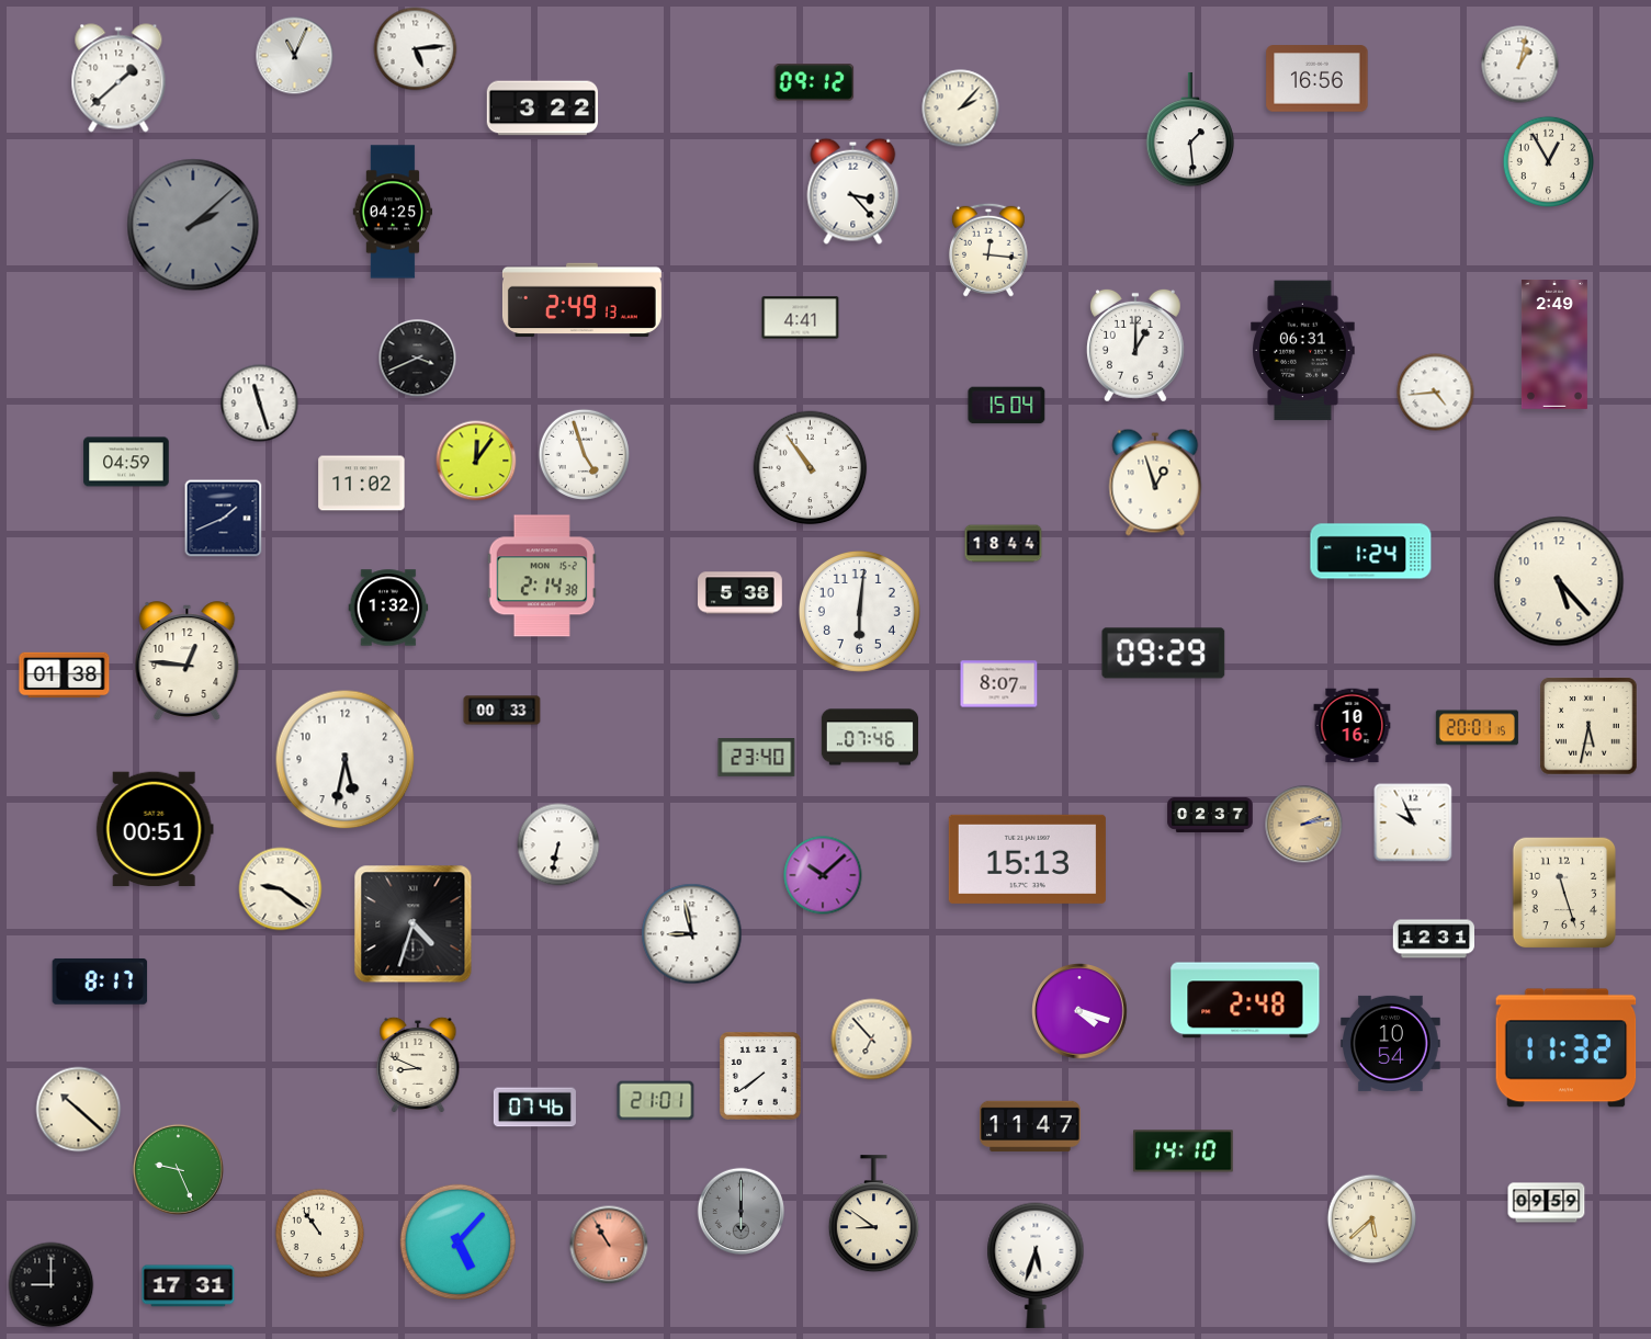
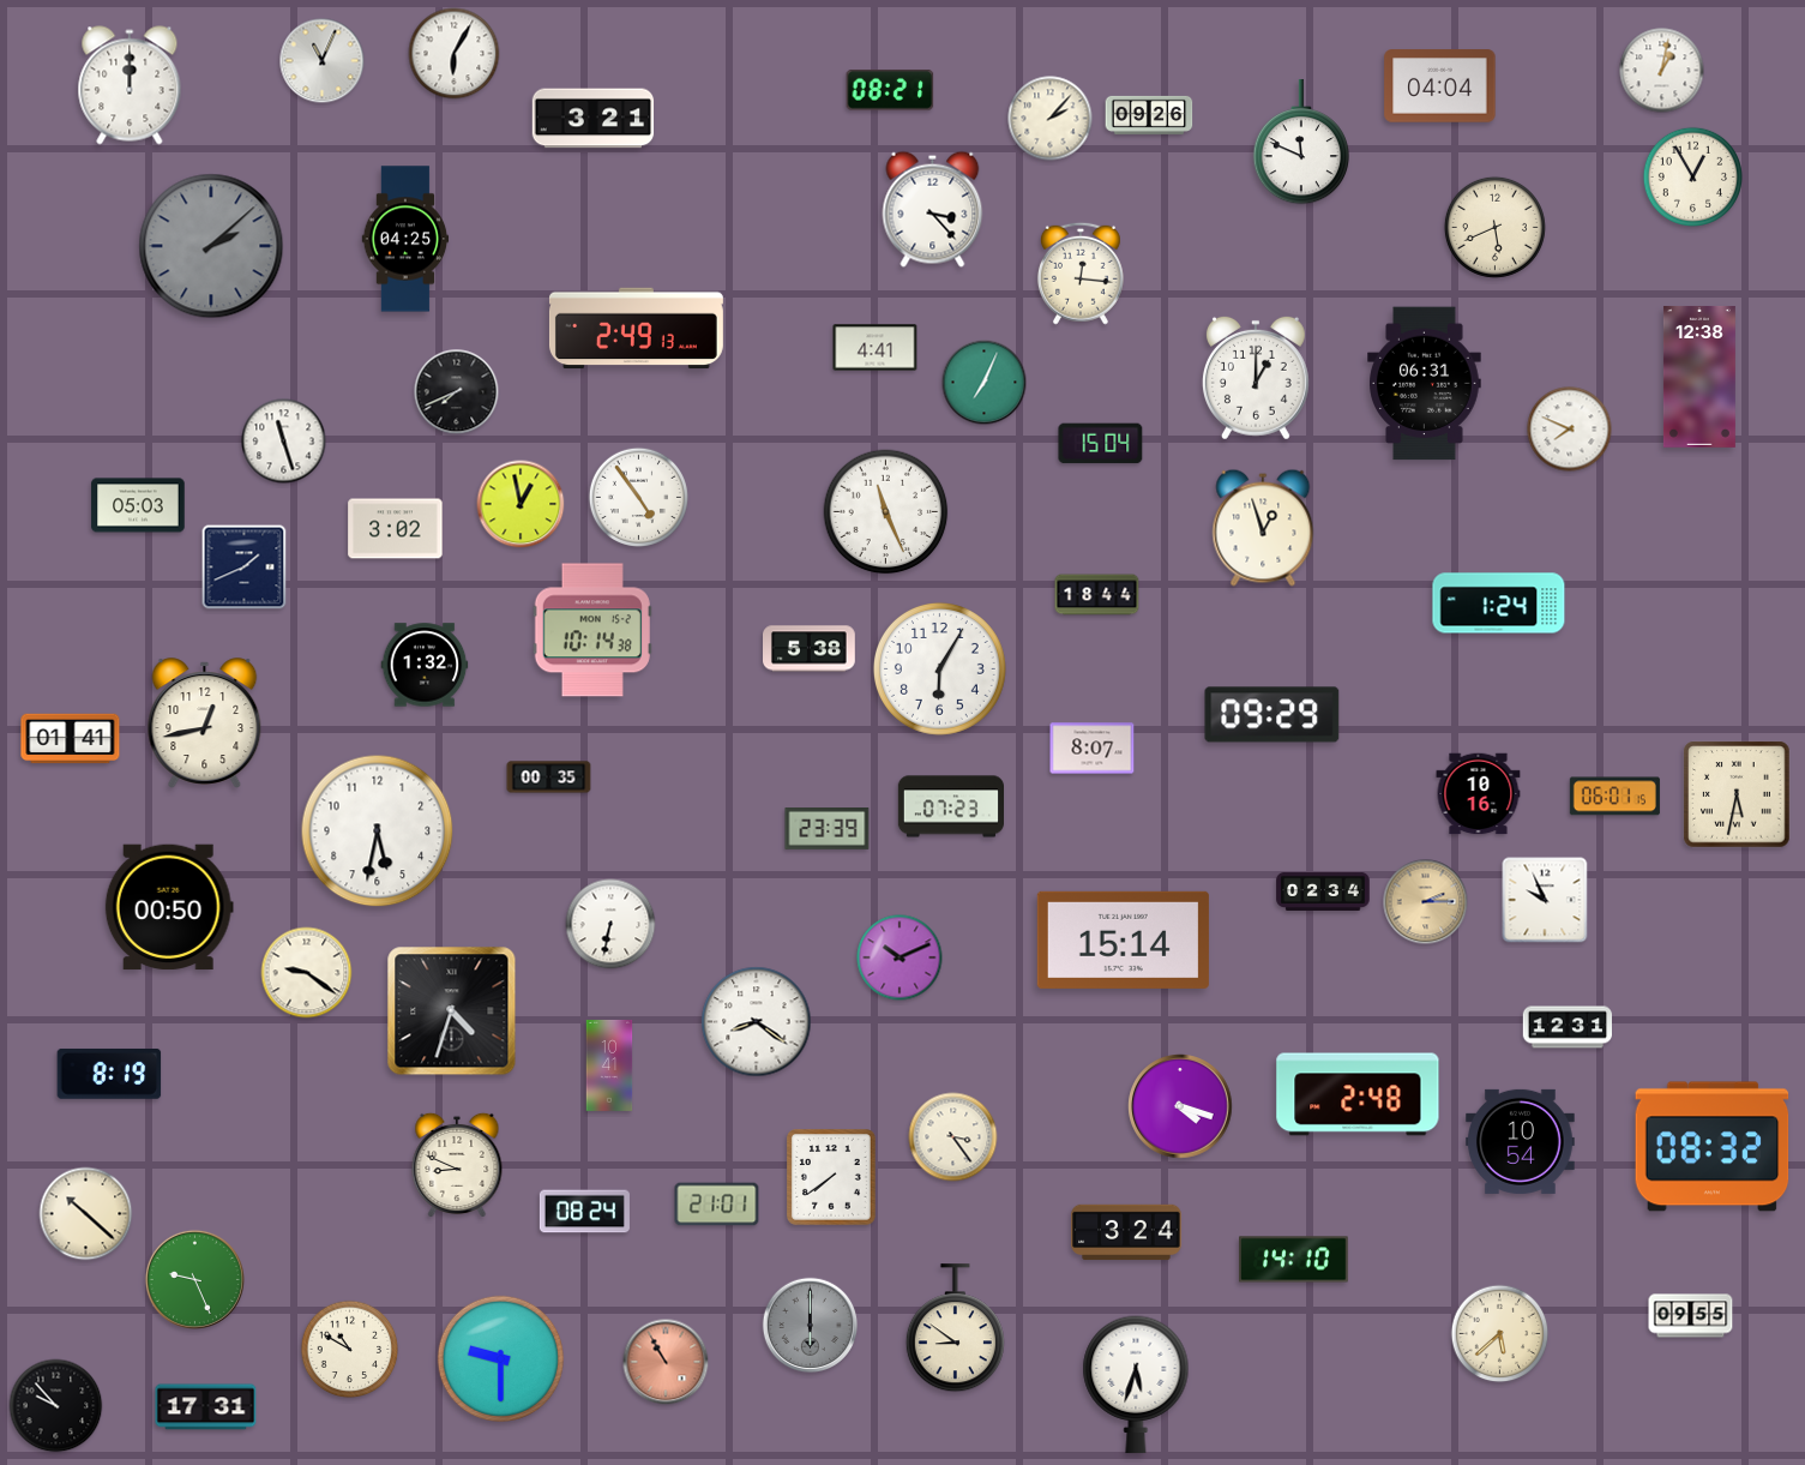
clock at (416, 49): 5:14 -> 6:05
clock at (118, 78): 1:38 -> 12:00
clock at (1318, 79): 16:56 -> 04:04
clock at (814, 82): 09:12 -> 08:21
clock at (1149, 115): none -> 09:26
clock at (543, 109): 3:22 -> 3:21
clock at (1190, 129): 1:29 -> 11:49
clock at (1494, 227): none -> 5:41
clock at (393, 212) position: (393, 212) -> (405, 239)
clock at (1135, 345) position: (1135, 345) -> (1256, 378)
clock at (1554, 345): 2:49 -> 12:38
clock at (985, 383): none -> 7:04
clock at (418, 359): 3:41 -> 7:41
clock at (1436, 393): 4:44 -> 7:49
clock at (584, 454): 4:57 -> 4:54
clock at (476, 461): 12:06 -> 12:58
clock at (126, 462): 04:59 -> 05:03
clock at (811, 468): 10:54 -> 11:26
clock at (362, 484): 11:02 -> 3:02
clock at (542, 576): 2:14 -> 10:14
clock at (1559, 581): 5:23 -> none
clock at (859, 611): 6:01 -> 6:05
clock at (188, 661): 12:46 -> 12:43
clock at (65, 676): 01:38 -> 01:41
clock at (502, 711): 00:33 -> 00:35
clock at (1477, 728): 20:01 -> 06:01
clock at (869, 737): 07:46 -> 07:23
clock at (757, 758): 23:40 -> 23:39
clock at (1210, 815): 02:37 -> 02:34
clock at (1304, 825): 2:13 -> 2:15
clock at (155, 829): 00:51 -> 00:50
clock at (1027, 859): 15:13 -> 15:14
clock at (823, 875): 10:08 -> 10:11
clock at (1564, 893): 11:27 -> none
clock at (692, 934): 8:58 -> 8:21
clock at (609, 1065): none -> 10:41
clock at (100, 981): 8:17 -> 8:19
clock at (1245, 1000) position: (1245, 1000) -> (1358, 1094)
clock at (872, 1040): 6:53 -> 3:24
clock at (1567, 1048): 11:32 -> 08:32
clock at (534, 1108): 07:46 -> 08:24
clock at (1030, 1126): 11:47 -> 3:24
clock at (1547, 1203): 09:59 -> 09:55
clock at (320, 1234): 10:54 -> 10:50
clock at (459, 1242): 5:07 -> 9:30
clock at (1036, 1266) position: (1036, 1266) -> (1136, 1385)
clock at (52, 1285): 9:00 -> 9:53
